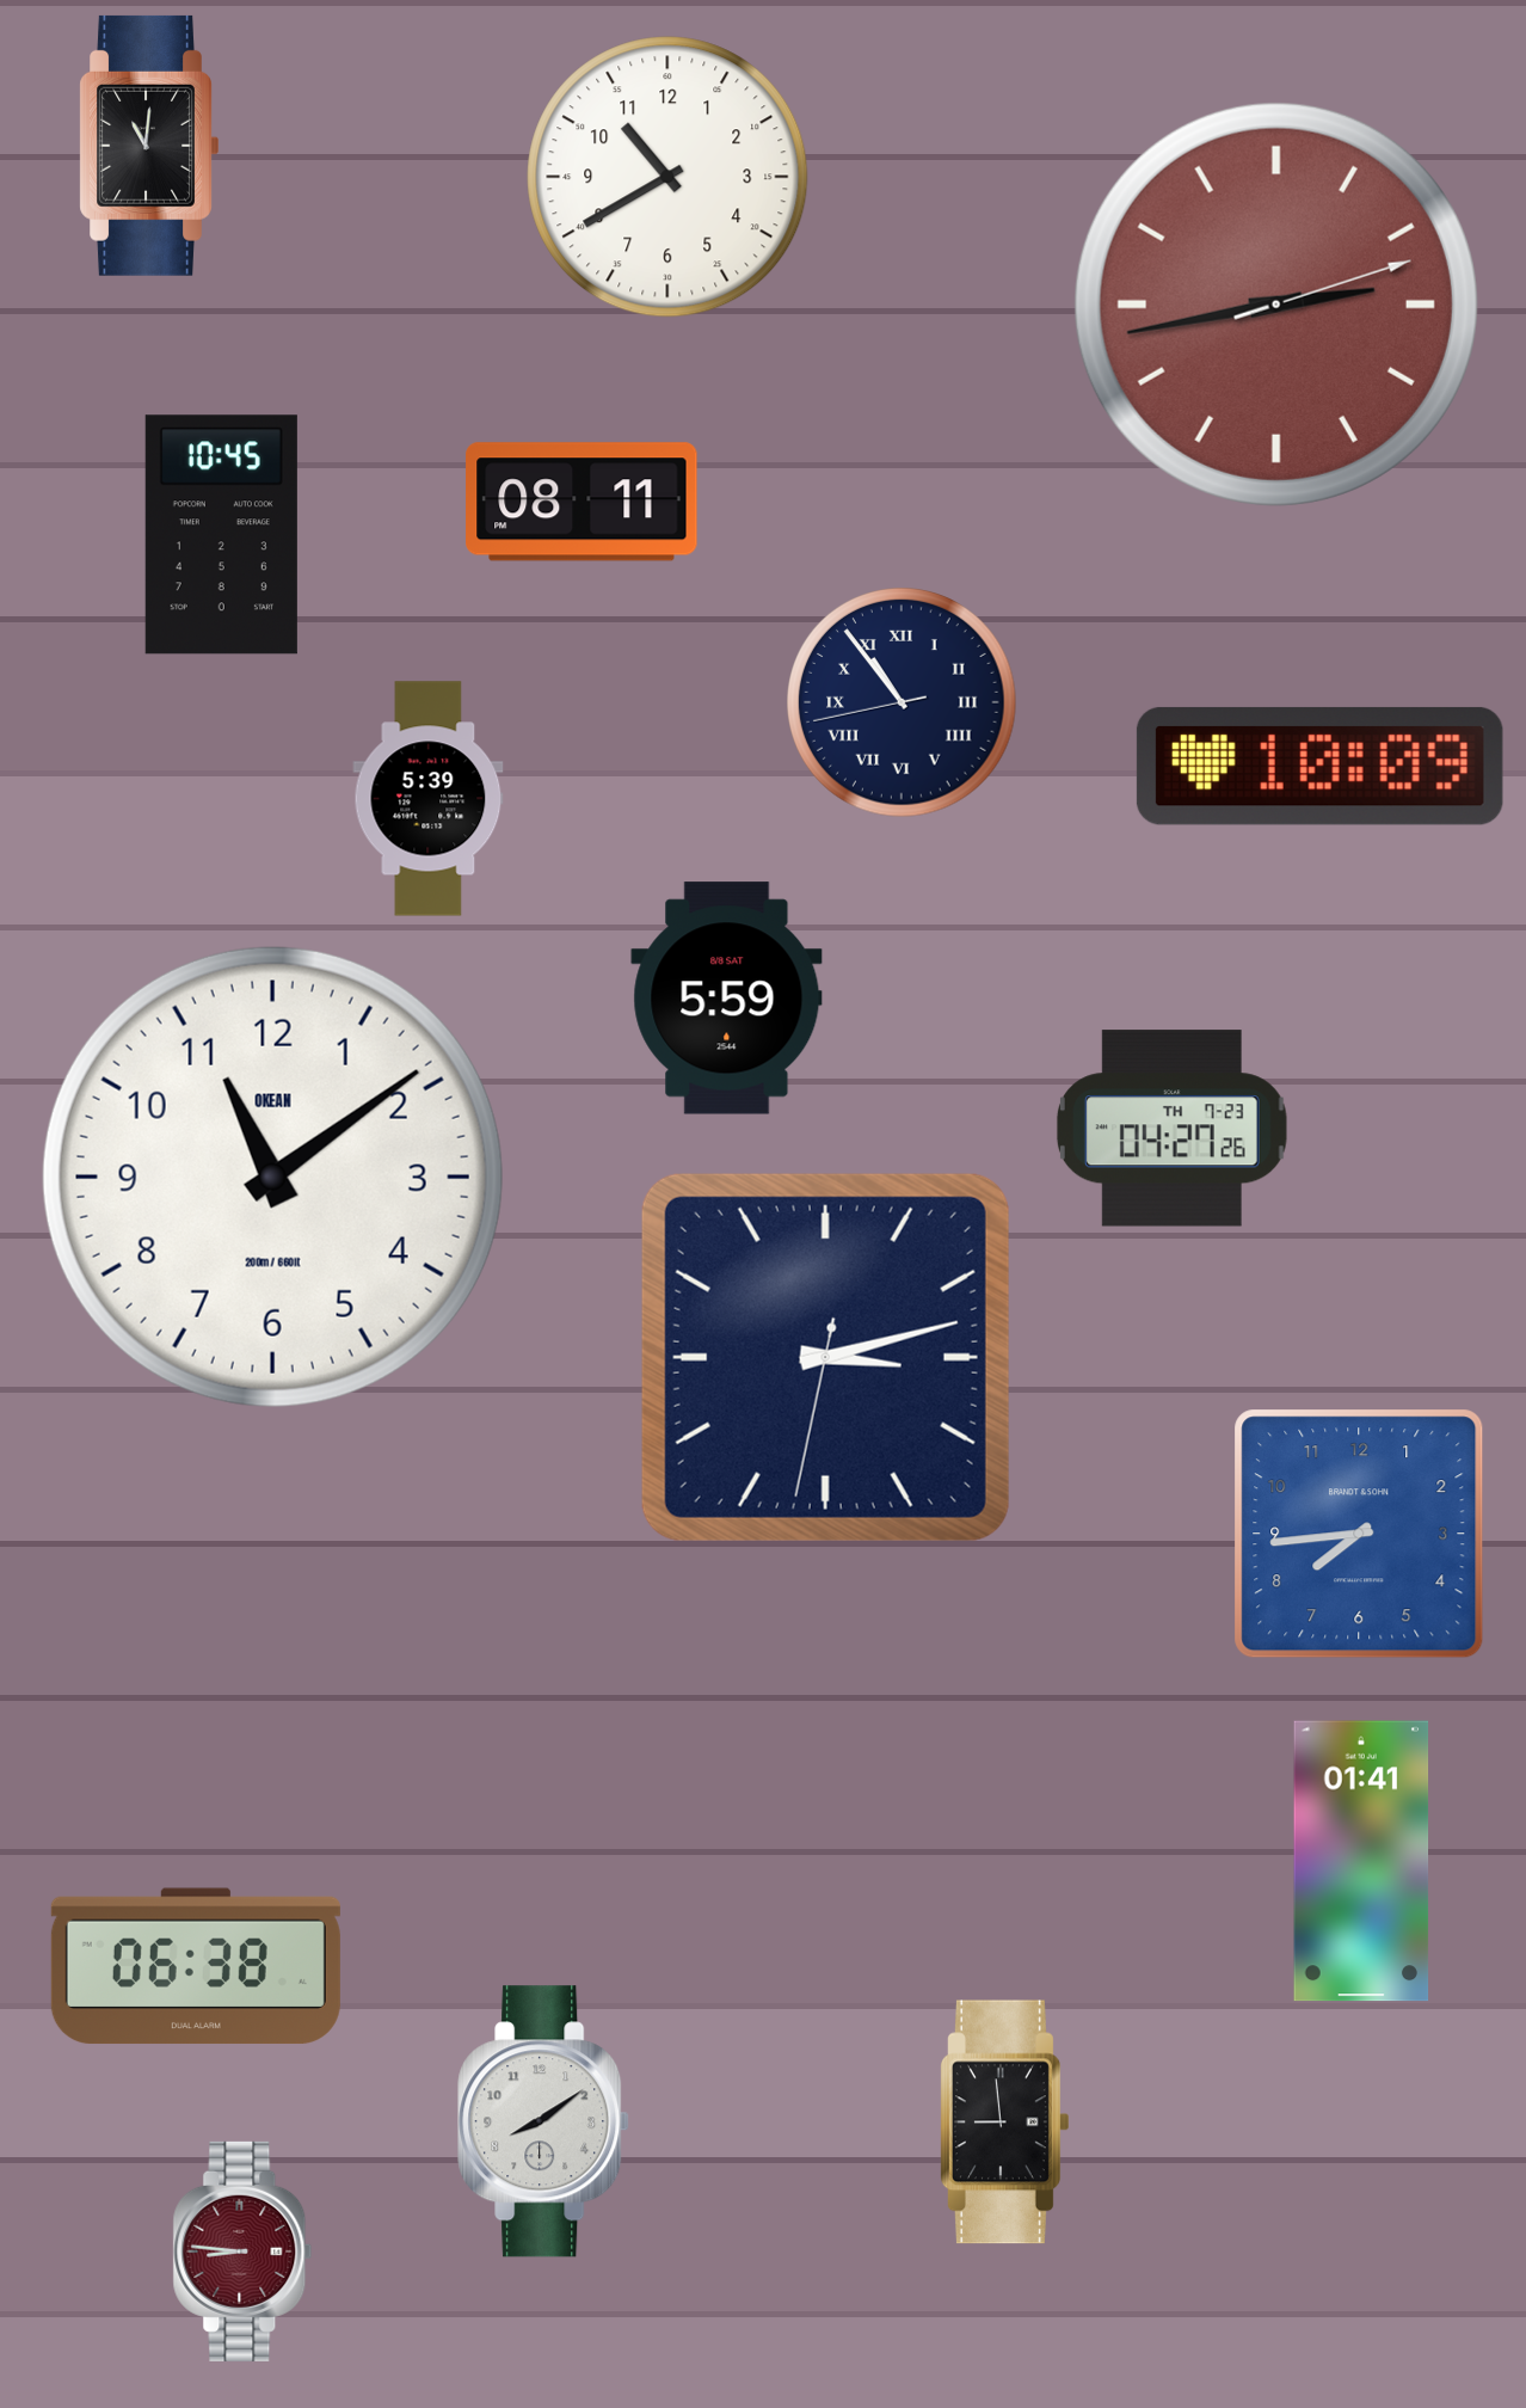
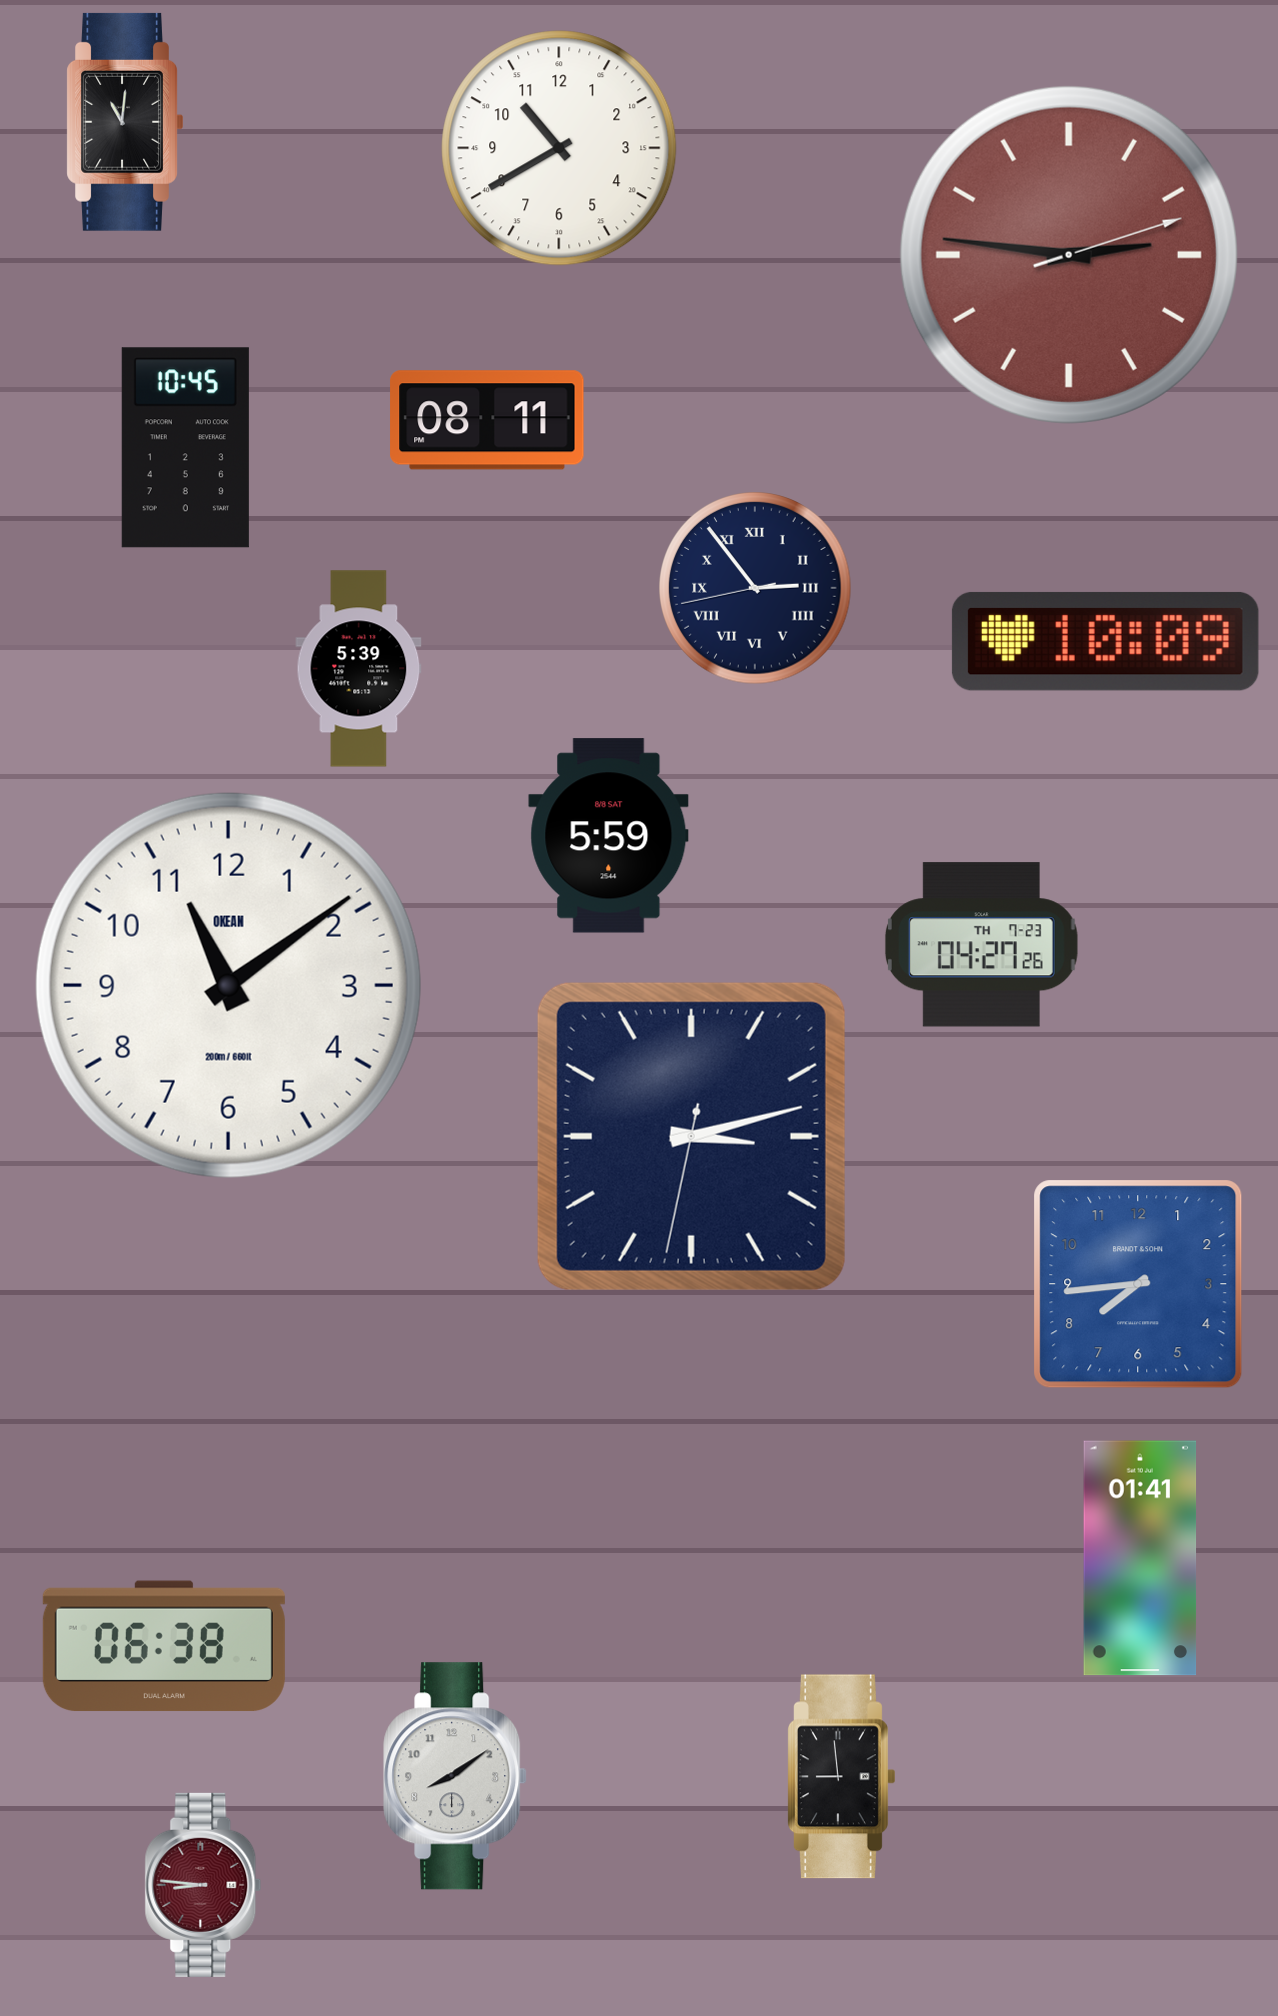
clock at (1276, 305): 2:43 -> 2:46
clock at (902, 702): 10:53 -> 2:53
